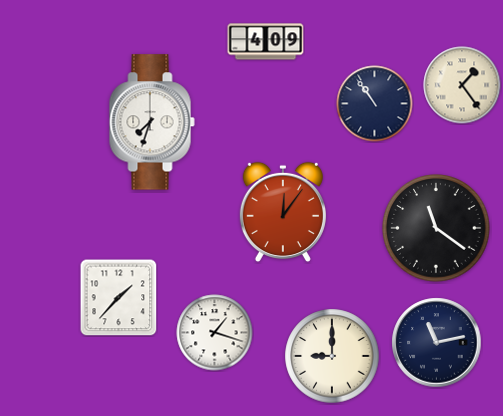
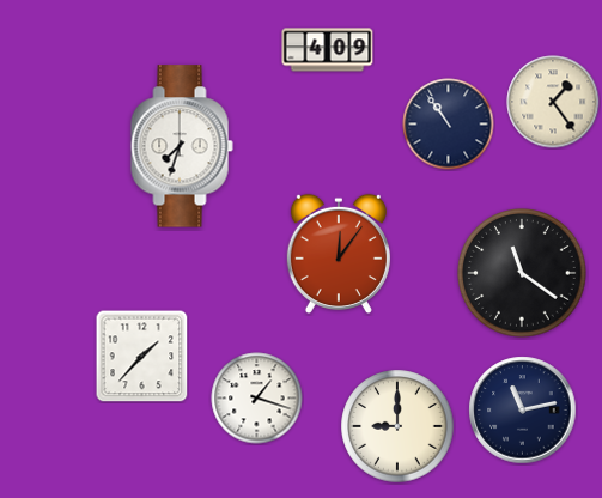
clock at (266, 42) position: (266, 42) -> (328, 50)
